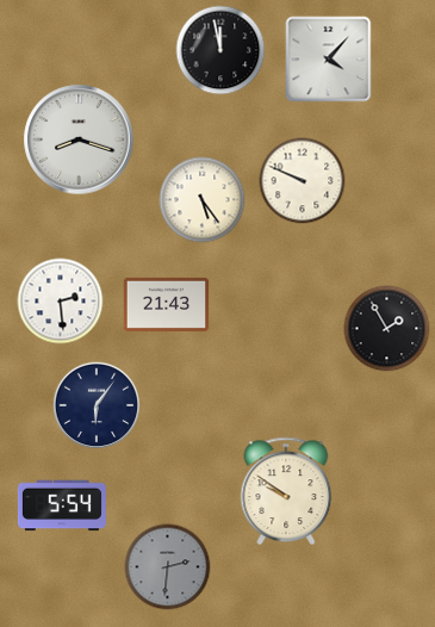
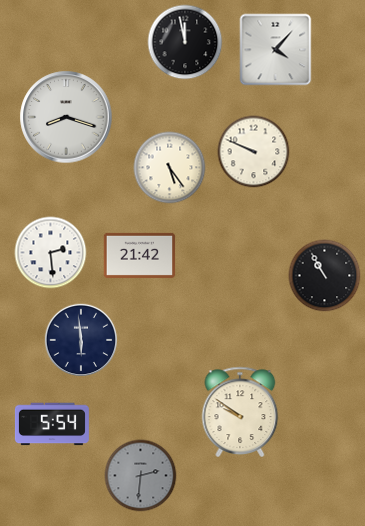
clock at (167, 304): 21:43 -> 21:42
clock at (387, 329): 1:55 -> 10:55
clock at (97, 405): 6:06 -> 5:59
